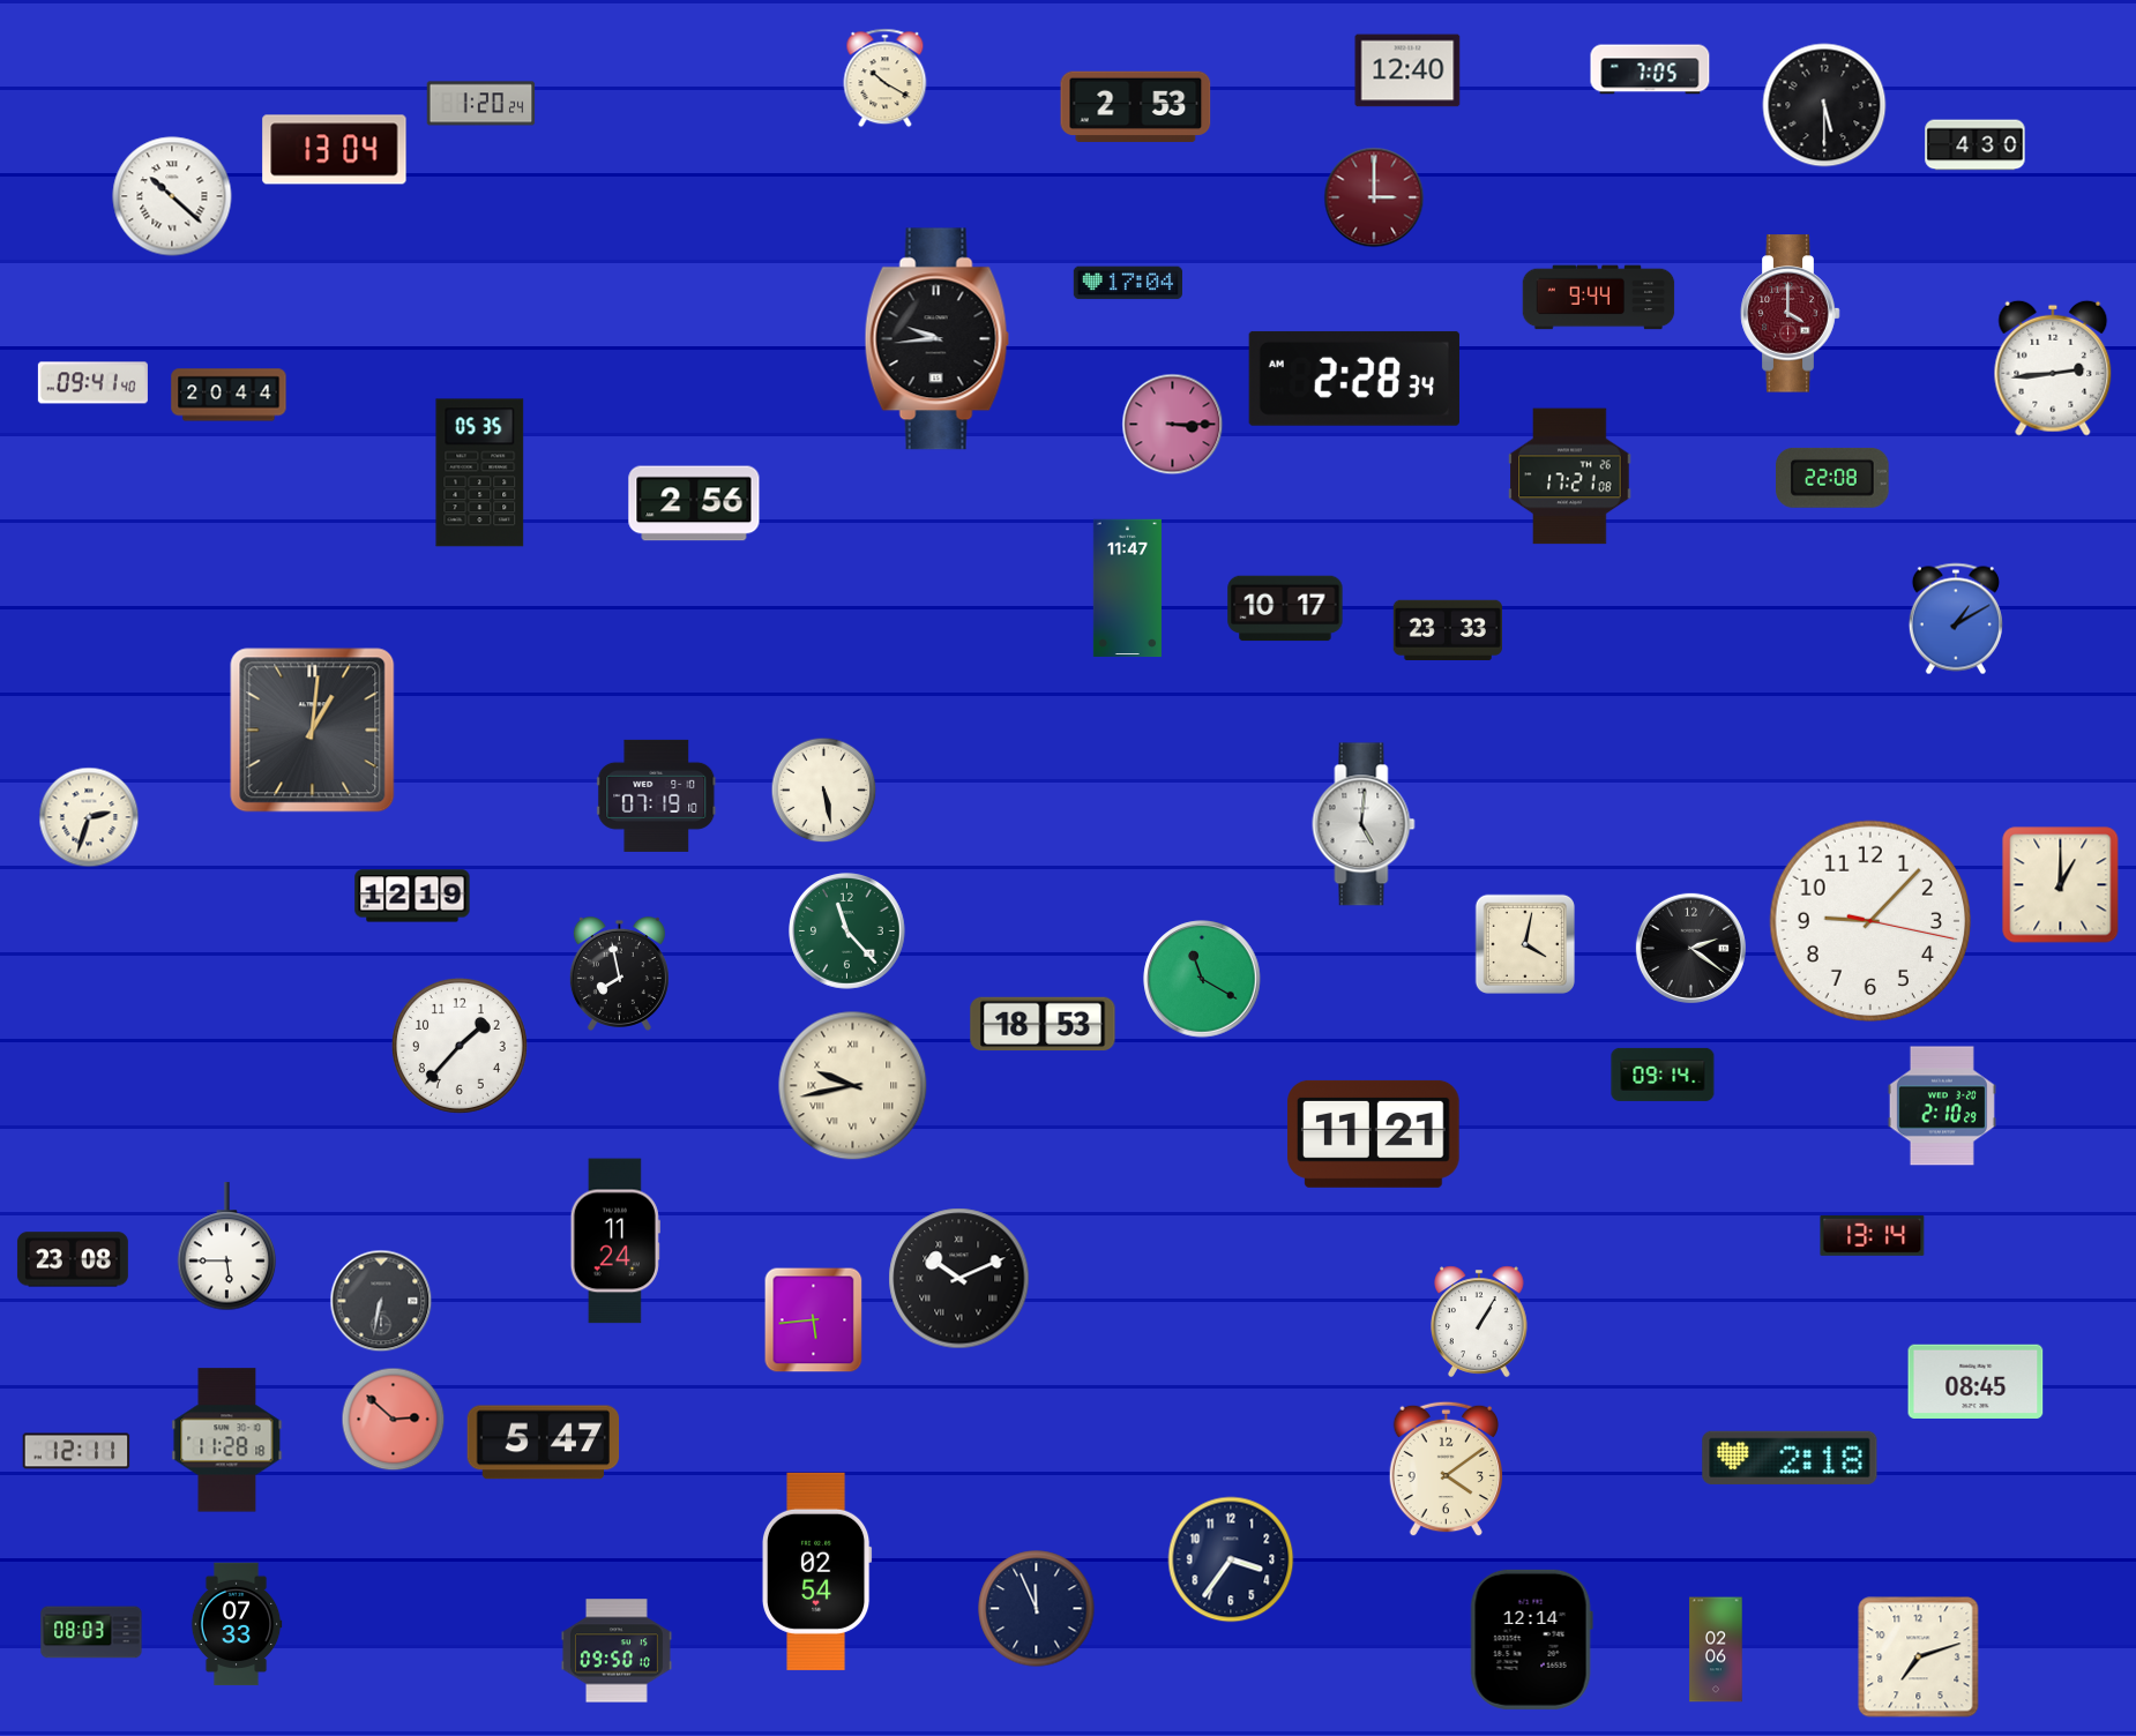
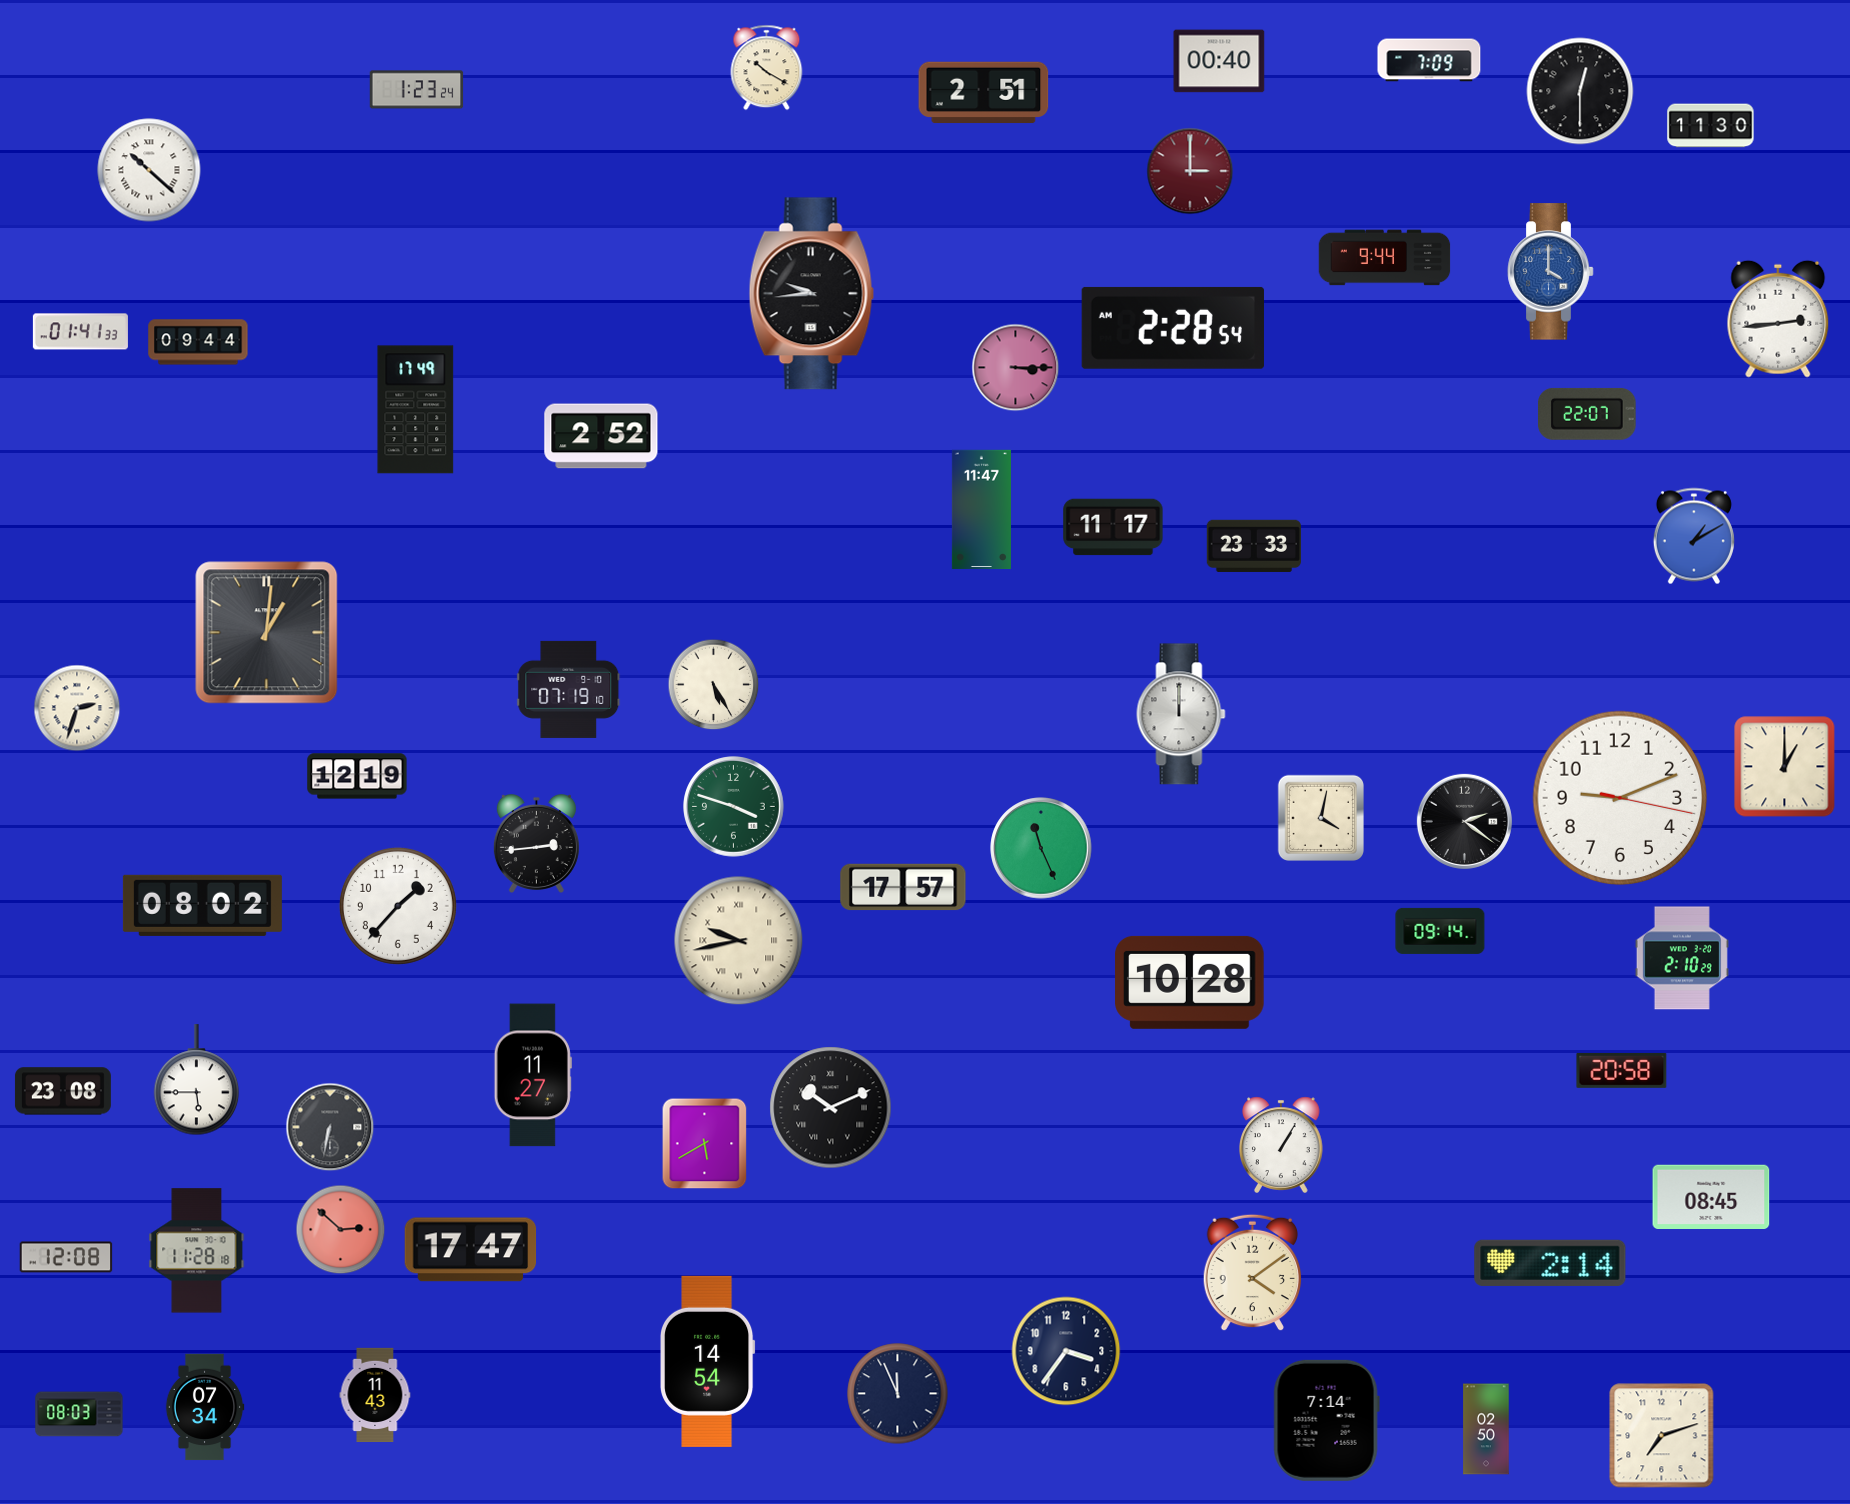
clock at (1650, 69): 7:05 -> 7:09
clock at (1407, 70): 12:40 -> 00:40
clock at (481, 104): 1:20 -> 1:23
clock at (1824, 105): 5:30 -> 12:30
clock at (1136, 107): 2:53 -> 2:51
clock at (1976, 145): 4:30 -> 11:30
clock at (335, 150): 13:04 -> none
clock at (1127, 283): 17:04 -> none
clock at (1791, 314) dial: burgundy -> blue
clock at (1354, 379): 2:28:34 -> 2:28:54
clock at (92, 383): 09:41 -> 01:41
clock at (229, 395): 20:44 -> 09:44
clock at (480, 473): 05:35 -> 17:49
clock at (1570, 477): 17:21 -> none
clock at (1832, 478): 22:08 -> 22:07
clock at (694, 503): 2:56 -> 2:52
clock at (1127, 589) position: (1127, 589) -> (981, 510)
clock at (1285, 608): 10:17 -> 11:17
clock at (313, 731) position: (313, 731) -> (267, 633)
clock at (824, 791): 5:28 -> 5:25
clock at (1364, 824): 5:01 -> 12:00
clock at (1870, 921): 9:07 -> 9:11
clock at (847, 931): 11:23 -> 3:48
clock at (619, 973): 7:58 -> 2:44
clock at (1202, 979): 11:20 -> 11:26
clock at (1043, 1024): 18:53 -> 17:57
clock at (202, 905): none -> 08:02
clock at (1374, 1133): 11:21 -> 10:28
clock at (1873, 1235): 13:14 -> 20:58
clock at (615, 1241): 11:24 -> 11:27
clock at (814, 1320): 5:44 -> 5:40
clock at (227, 1441) position: (227, 1441) -> (197, 1251)
clock at (544, 1443): 5:47 -> 17:47
clock at (76, 1451): 12:11 -> 12:08
clock at (1790, 1458): 2:18 -> 2:14
clock at (817, 1571): 02:54 -> 14:54
clock at (375, 1394): none -> 11:43
clock at (237, 1624): 07:33 -> 07:34
clock at (1531, 1639): 12:14 -> 7:14
clock at (1716, 1649): 02:06 -> 02:50
clock at (617, 1651): 09:50 -> none
